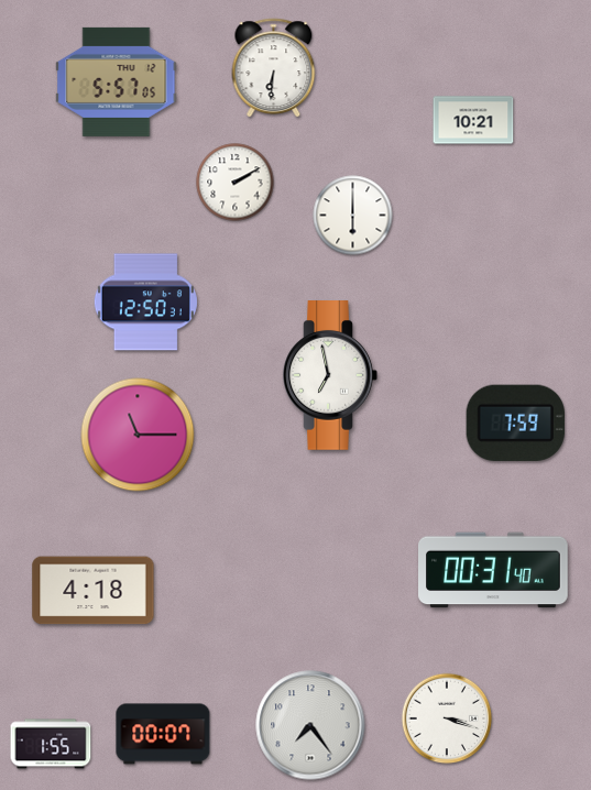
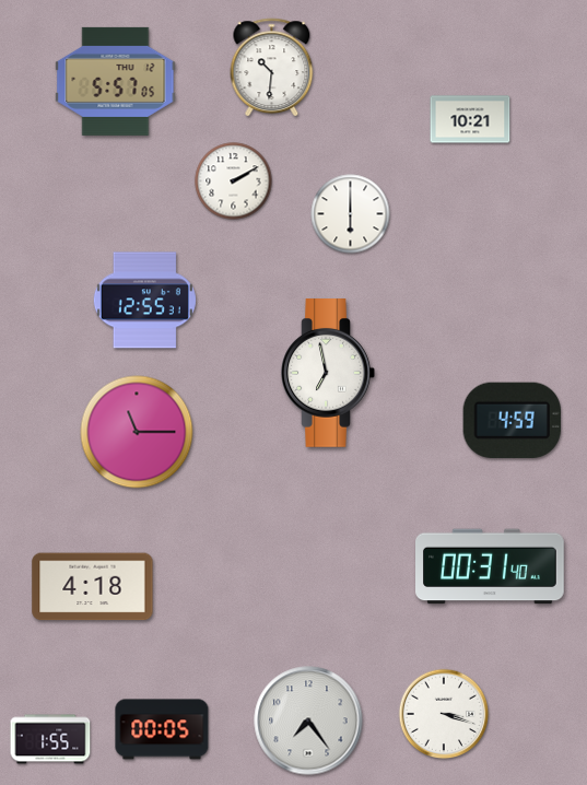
clock at (274, 68): 6:31 -> 10:31
clock at (145, 303): 12:50 -> 12:55
clock at (515, 423): 7:59 -> 4:59
clock at (163, 734): 00:07 -> 00:05
